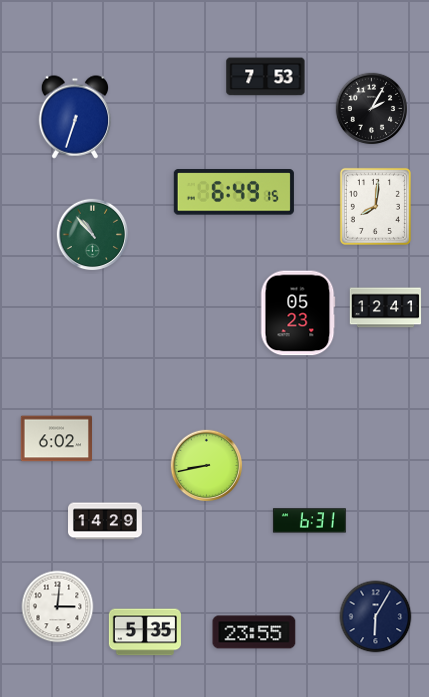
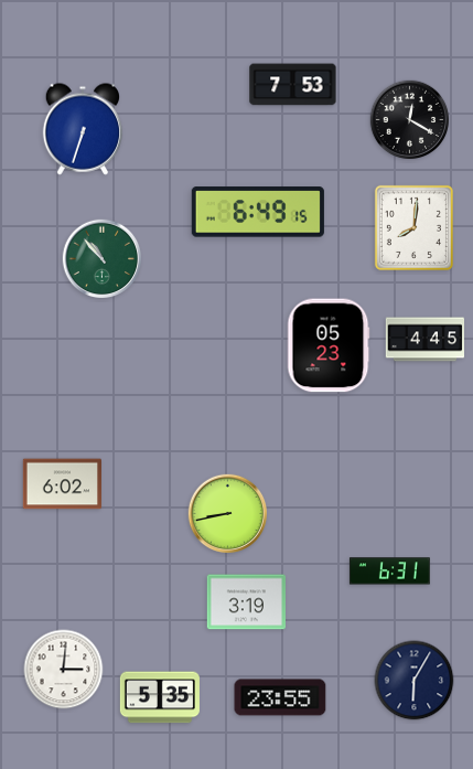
clock at (372, 109): 2:05 -> 12:20
clock at (386, 308): 12:41 -> 4:45
clock at (106, 521): 14:29 -> none
clock at (309, 521) position: (309, 521) -> (389, 572)
clock at (246, 602): none -> 3:19
